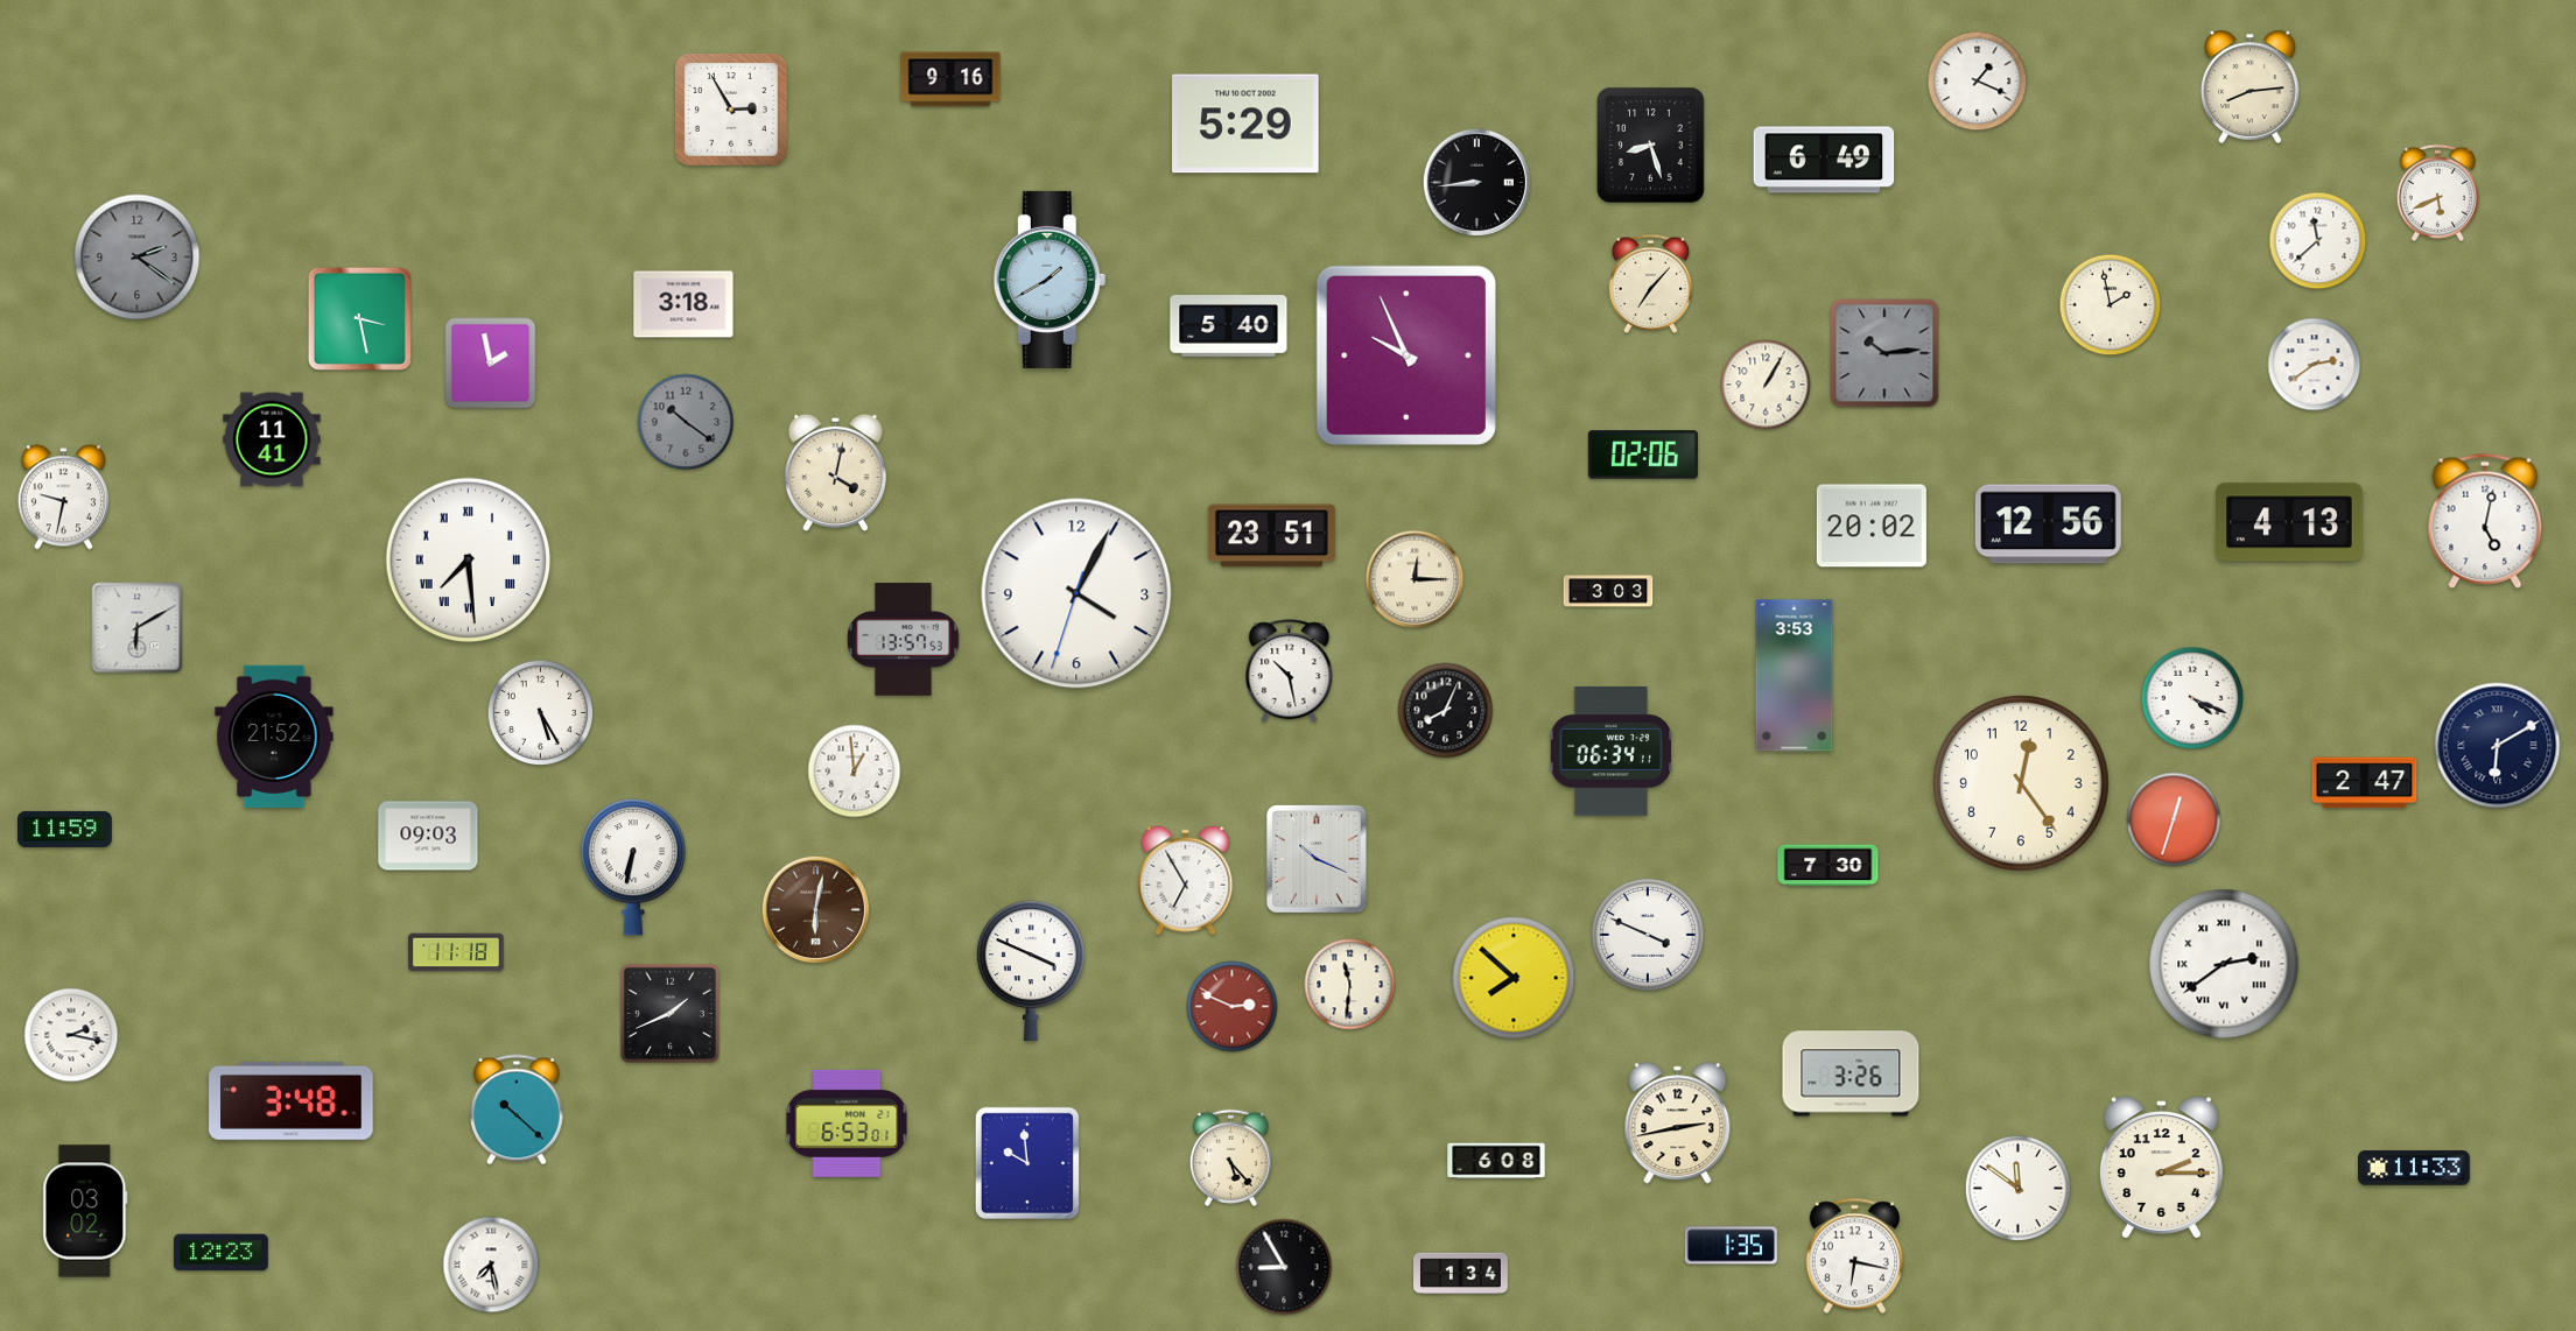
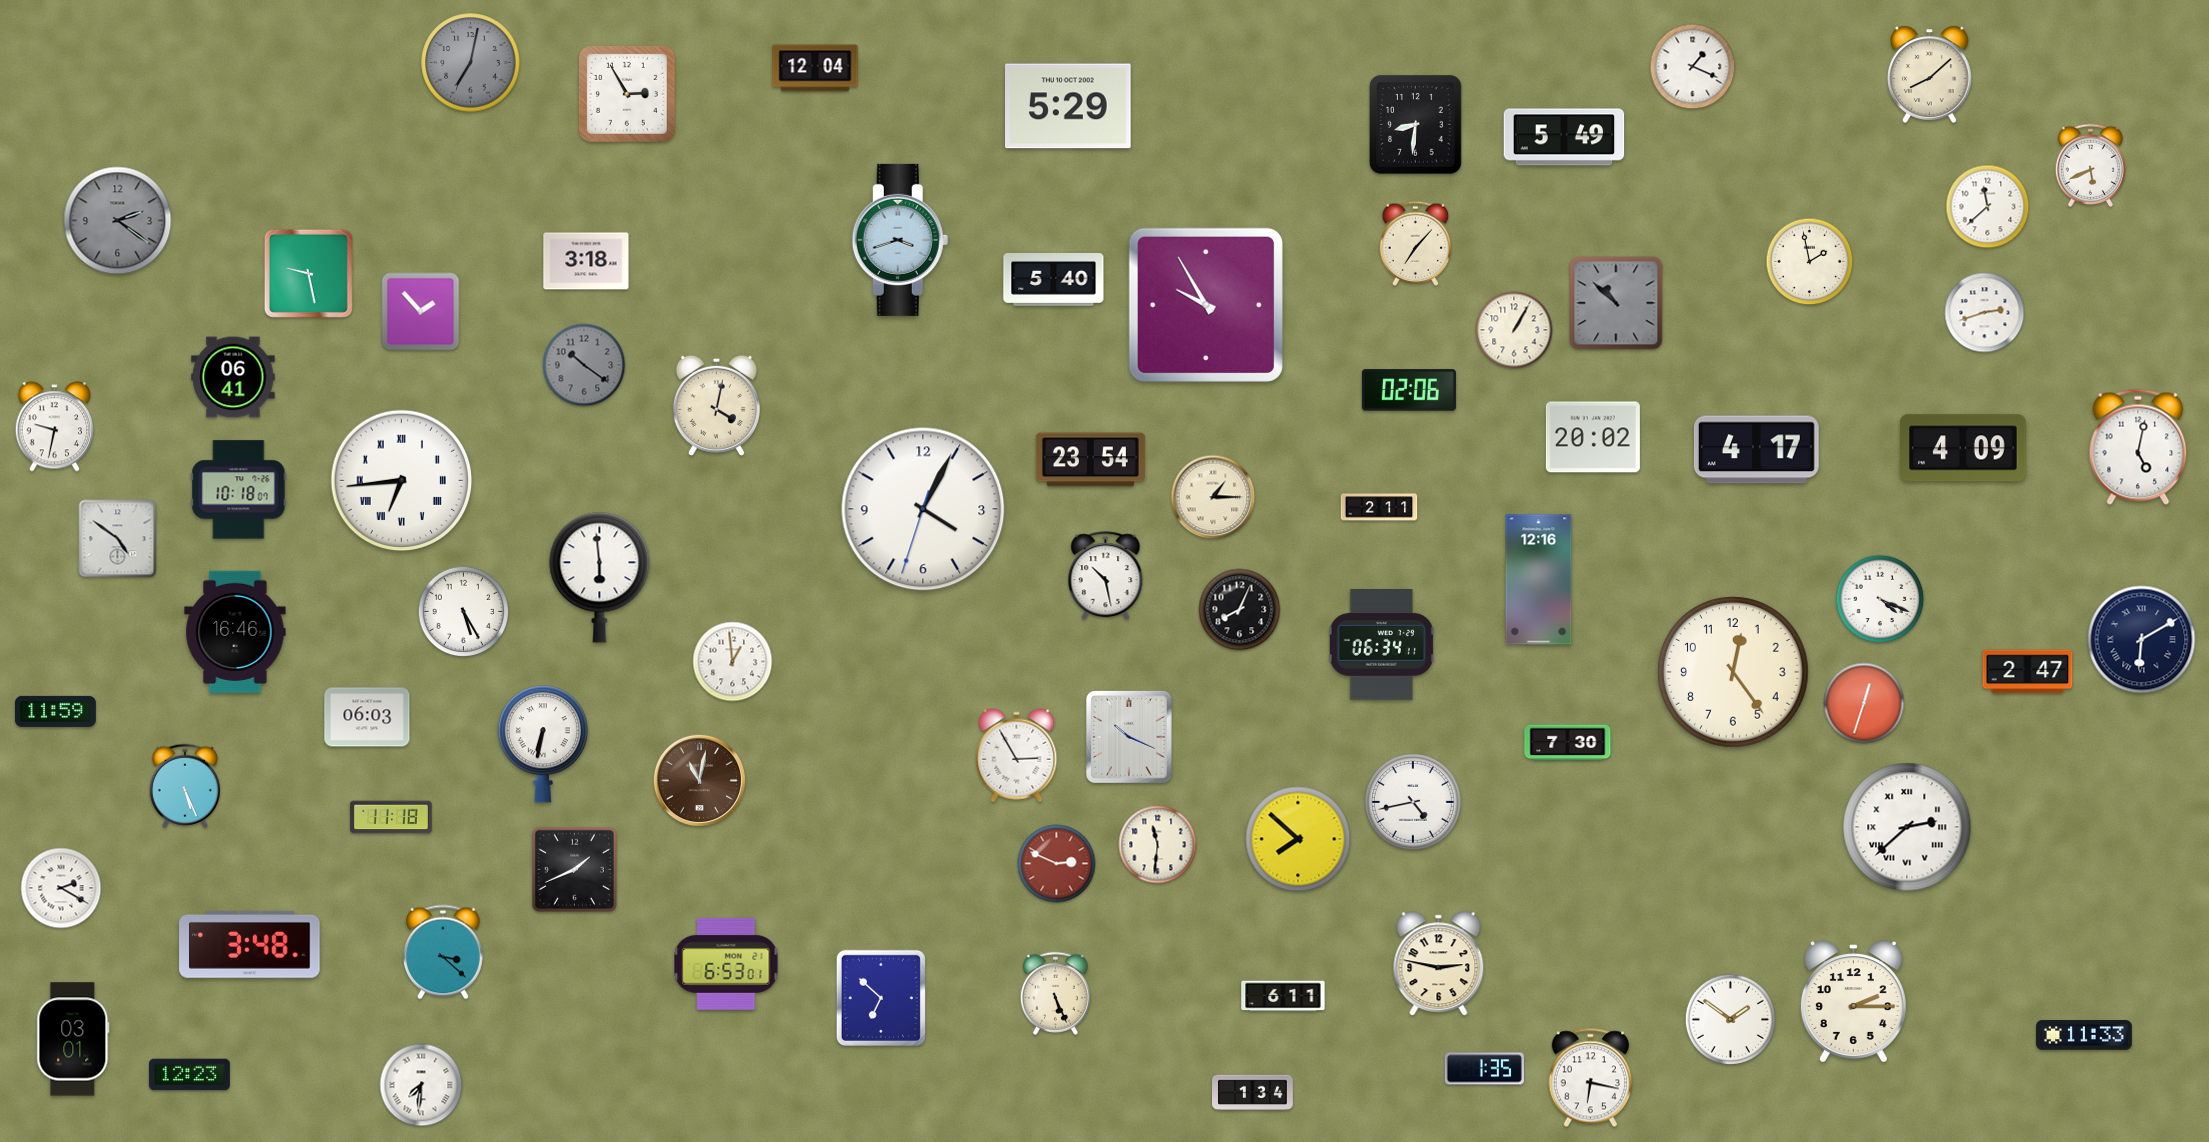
clock at (471, 63): none -> 7:02
clock at (950, 79): 9:16 -> 12:04
clock at (1978, 82) position: (1978, 82) -> (1693, 67)
clock at (2251, 86): 8:14 -> 8:08
clock at (1651, 146): 8:27 -> 8:31
clock at (1824, 160): 6:49 -> 5:49
clock at (1476, 182): 8:44 -> none
clock at (1050, 280): 1:40 -> 3:42
clock at (359, 318): 3:28 -> 9:28
clock at (1884, 353): 10:14 -> 10:52
clock at (1406, 355): 9:56 -> 9:55
clock at (491, 364): 1:58 -> 1:53
clock at (2315, 365): 2:39 -> 2:42
clock at (686, 422) position: (686, 422) -> (584, 365)
clock at (272, 439): 11:41 -> 06:41
clock at (2485, 521) position: (2485, 521) -> (2138, 447)
clock at (2289, 522): 4:13 -> 4:09
clock at (2048, 524): 12:56 -> 4:17
clock at (1872, 526) position: (1872, 526) -> (1593, 437)
clock at (1271, 536): 23:51 -> 23:54
clock at (469, 561): 7:29 -> 6:44
clock at (239, 490): none -> 10:18
clock at (1415, 579): 12:15 -> 1:15
clock at (1608, 591): 3:03 -> 2:11
clock at (138, 628): 6:10 -> 4:51
clock at (904, 640): 13:57 -> none
clock at (600, 578): none -> 5:59
clock at (1795, 676): 3:53 -> 12:16
clock at (274, 737): 21:52 -> 16:46
clock at (428, 836): 09:03 -> 06:03
clock at (1186, 881): 6:55 -> 2:55
clock at (815, 909): 6:02 -> 11:02
clock at (184, 786): none -> 5:26
clock at (1648, 935): 3:49 -> 4:43
clock at (2224, 964): 2:39 -> 2:38
clock at (1031, 971): 3:49 -> none
clock at (71, 1035): 2:17 -> 2:20
clock at (1851, 1073): 3:26 -> none
clock at (517, 1110): 10:22 -> 3:22
clock at (1678, 1124): 2:43 -> 2:47
clock at (1230, 1157): 5:23 -> 5:26
clock at (1496, 1161): 6:08 -> 6:11
clock at (1027, 1163): 9:59 -> 6:52
clock at (2414, 1168) position: (2414, 1168) -> (2084, 1035)
clock at (2017, 1188): 11:51 -> 1:51
clock at (85, 1211): 03:02 -> 03:01
clock at (491, 1265): 7:28 -> 7:31
clock at (1284, 1267): 8:55 -> none
